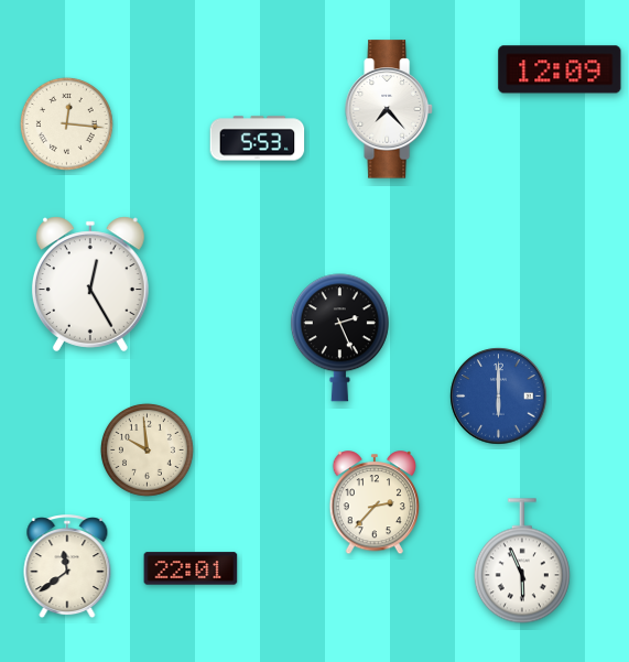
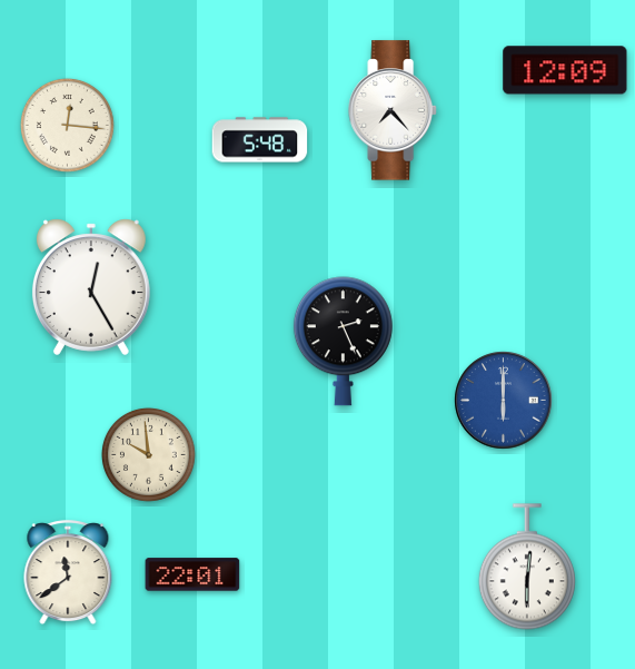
clock at (258, 139): 5:53 -> 5:48
clock at (375, 503): 2:37 -> none
clock at (522, 561): 5:56 -> 6:01
